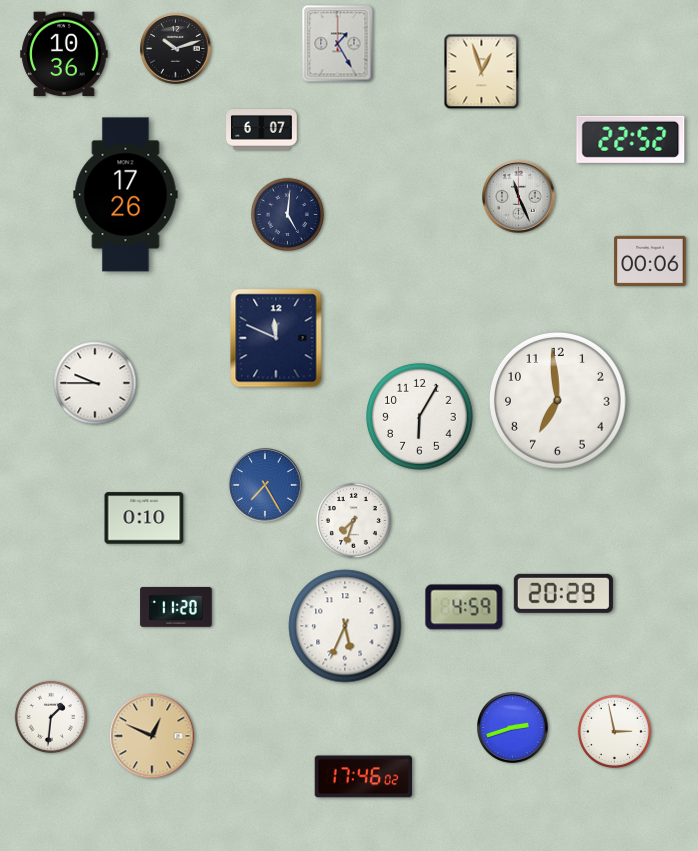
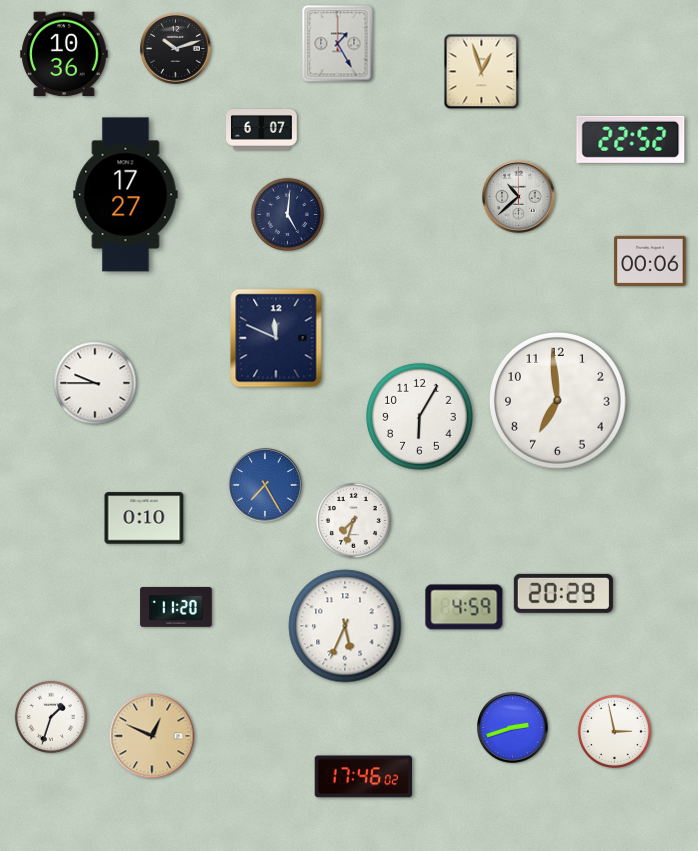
clock at (126, 195): 17:26 -> 17:27
clock at (519, 197): 11:26 -> 10:38
clock at (50, 716): 1:31 -> 1:33
